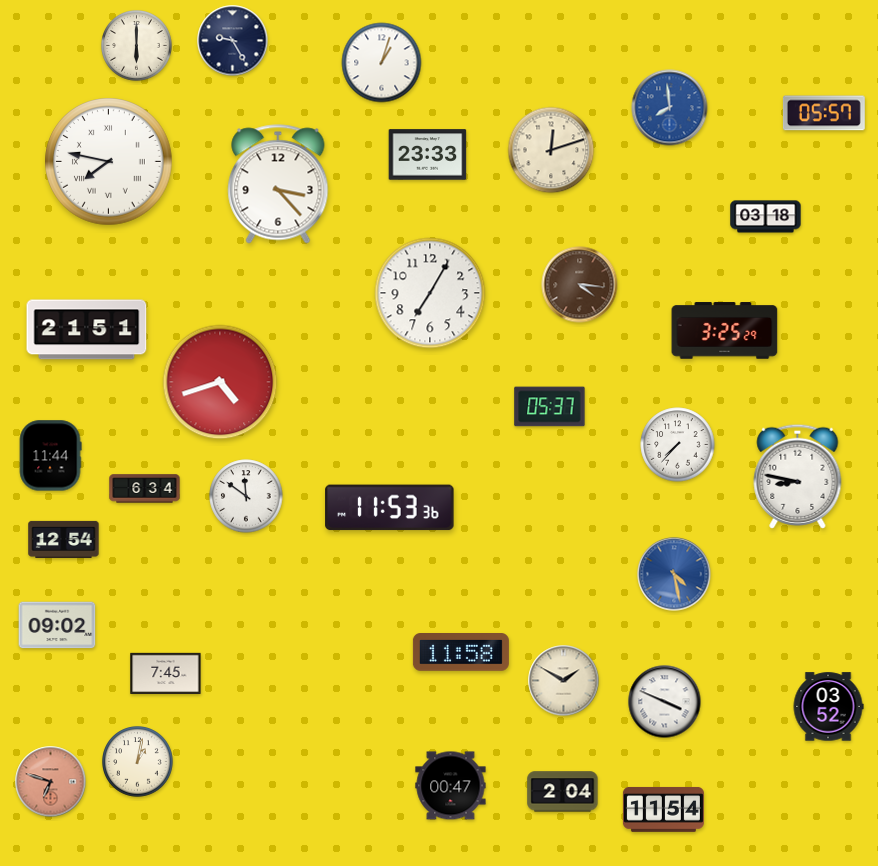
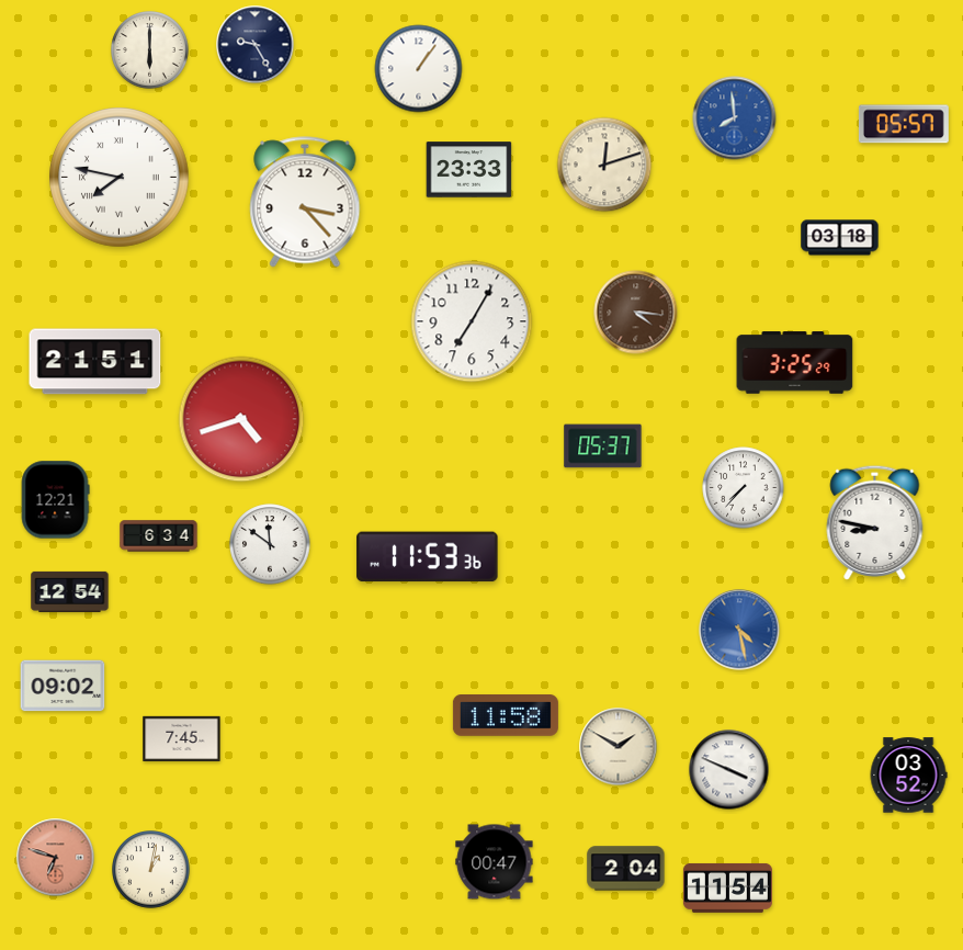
clock at (382, 63): 1:03 -> 1:06
clock at (50, 456): 11:44 -> 12:21
clock at (138, 762) position: (138, 762) -> (151, 870)
clock at (563, 792) position: (563, 792) -> (626, 869)
